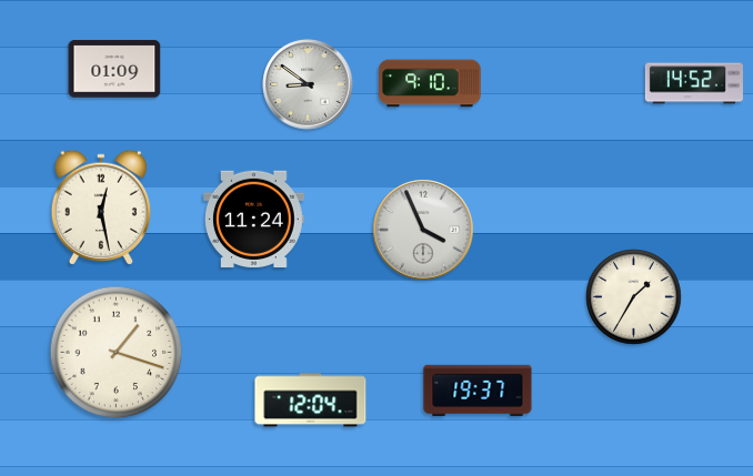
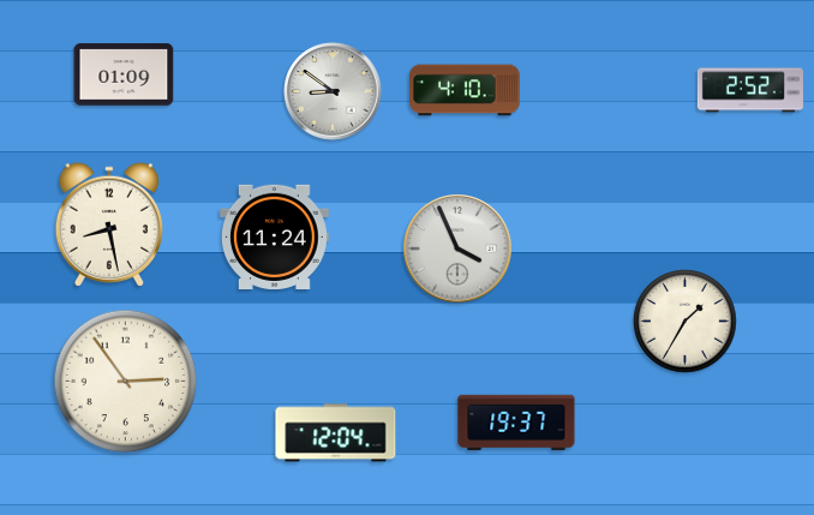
clock at (430, 83): 9:10 -> 4:10
clock at (694, 83): 14:52 -> 2:52
clock at (100, 207): 12:28 -> 8:28
clock at (117, 353): 1:18 -> 2:54
